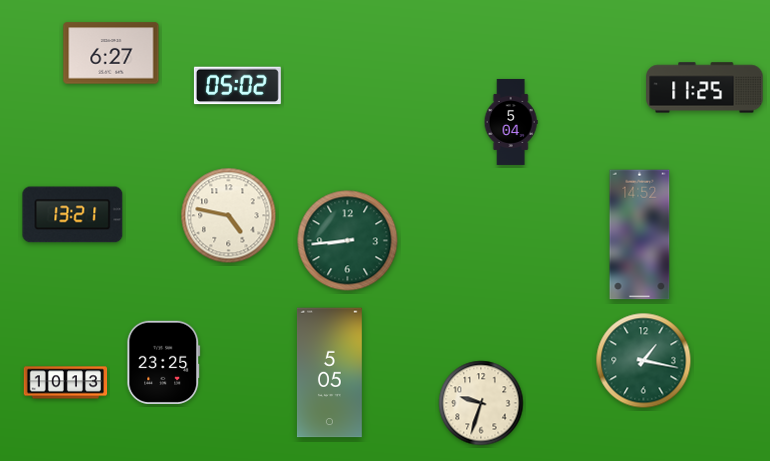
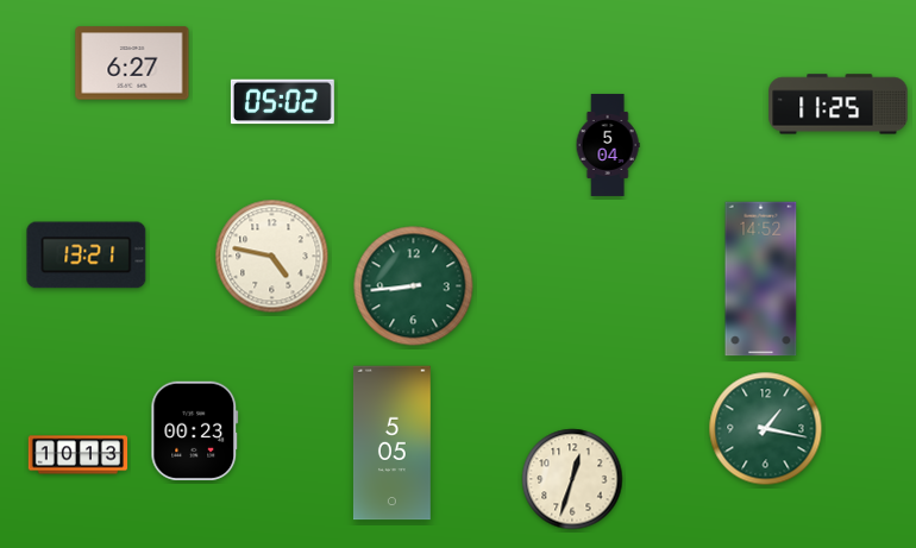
clock at (164, 362): 23:25 -> 00:23
clock at (481, 403): 9:33 -> 12:33
